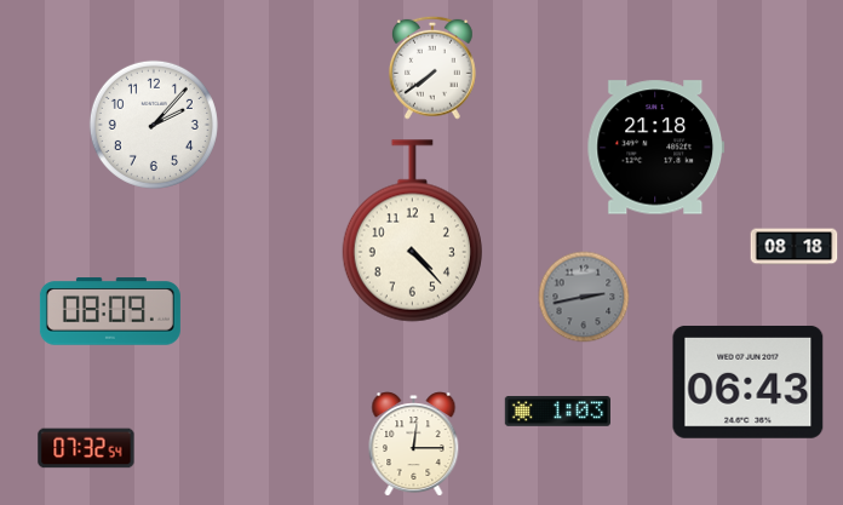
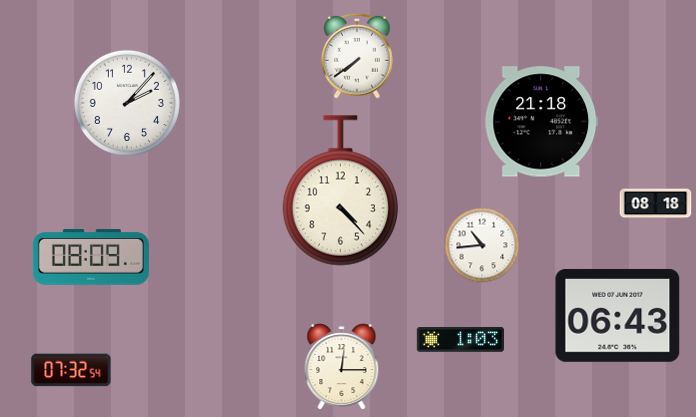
clock at (584, 297): 2:43 -> 10:44
clock at (584, 297) dial: grey -> white
